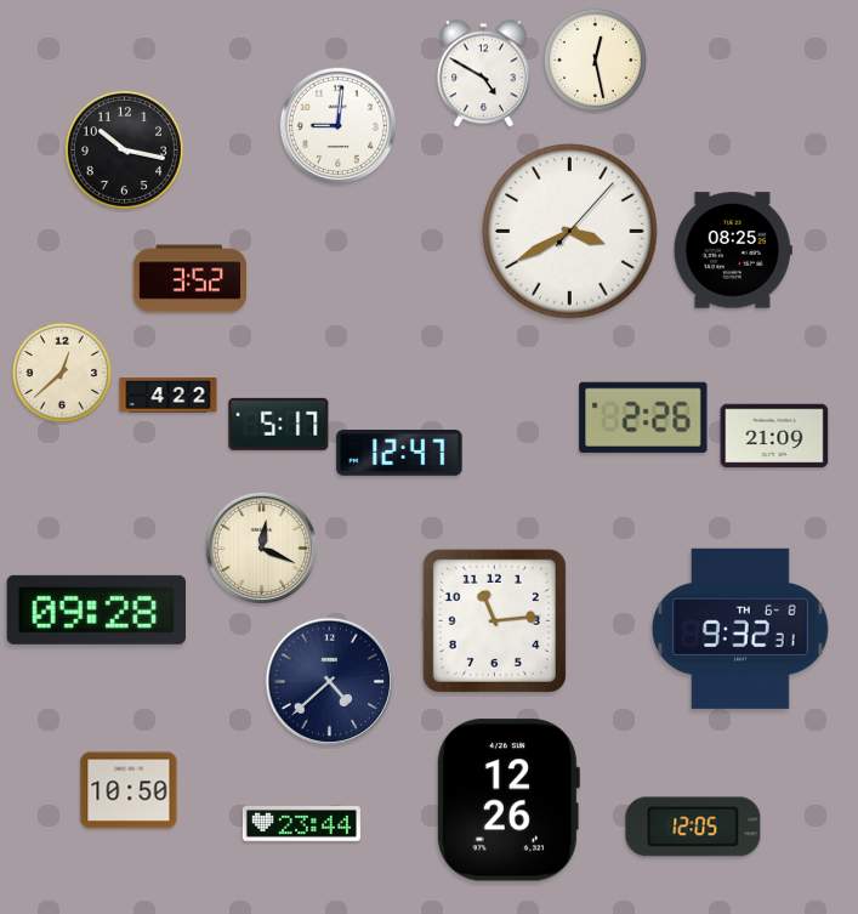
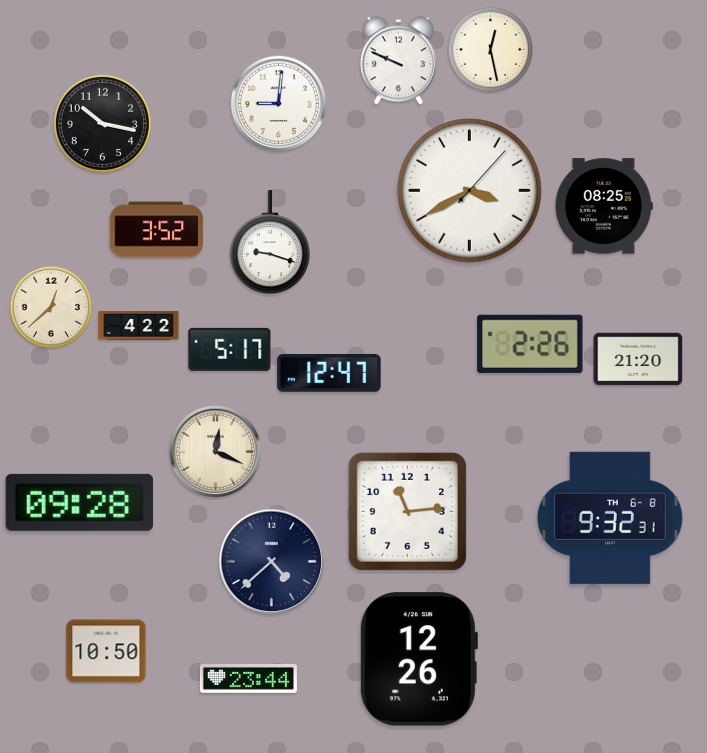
clock at (483, 74): 4:50 -> 9:49
clock at (270, 243): none -> 9:18
clock at (774, 436): 21:09 -> 21:20
clock at (693, 827): 12:05 -> none
